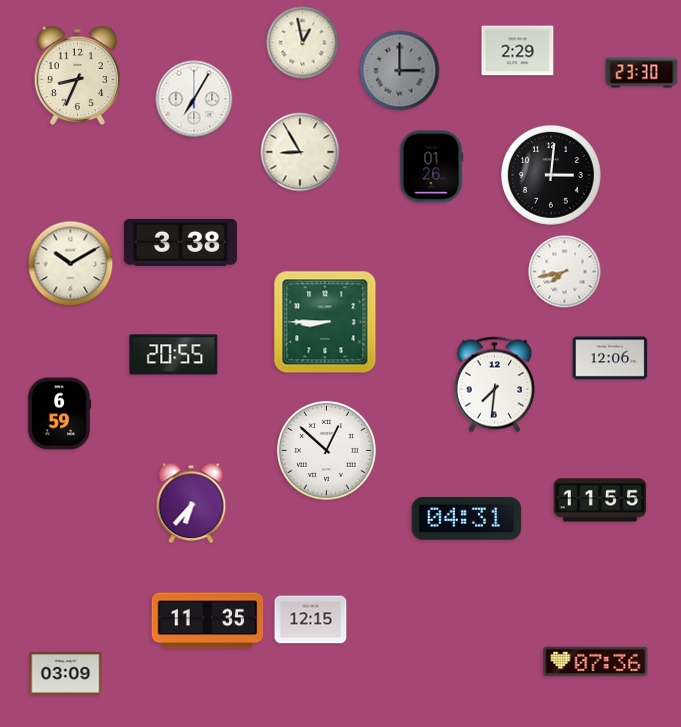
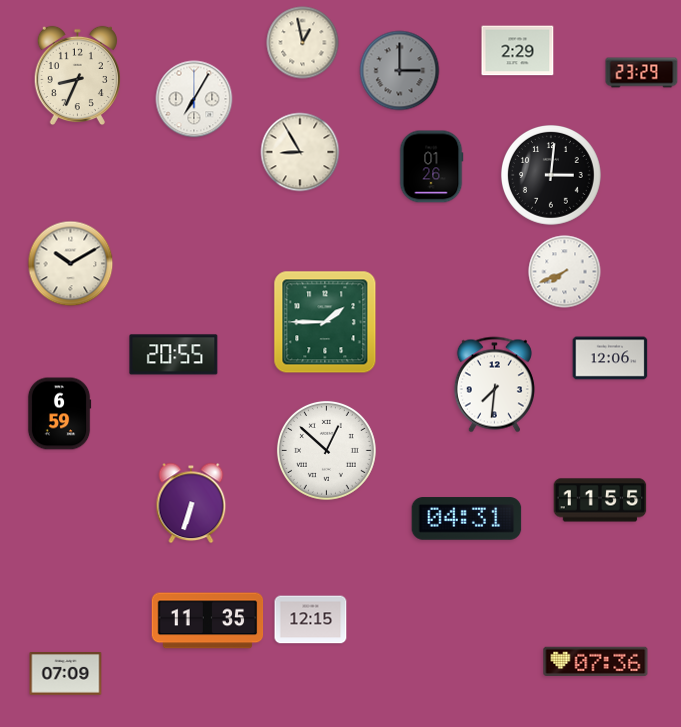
clock at (642, 73): 23:30 -> 23:29
clock at (180, 242): 3:38 -> none
clock at (565, 272): 7:43 -> 7:41
clock at (325, 322): 8:45 -> 1:45
clock at (191, 503): 6:37 -> 6:33
clock at (66, 674): 03:09 -> 07:09
